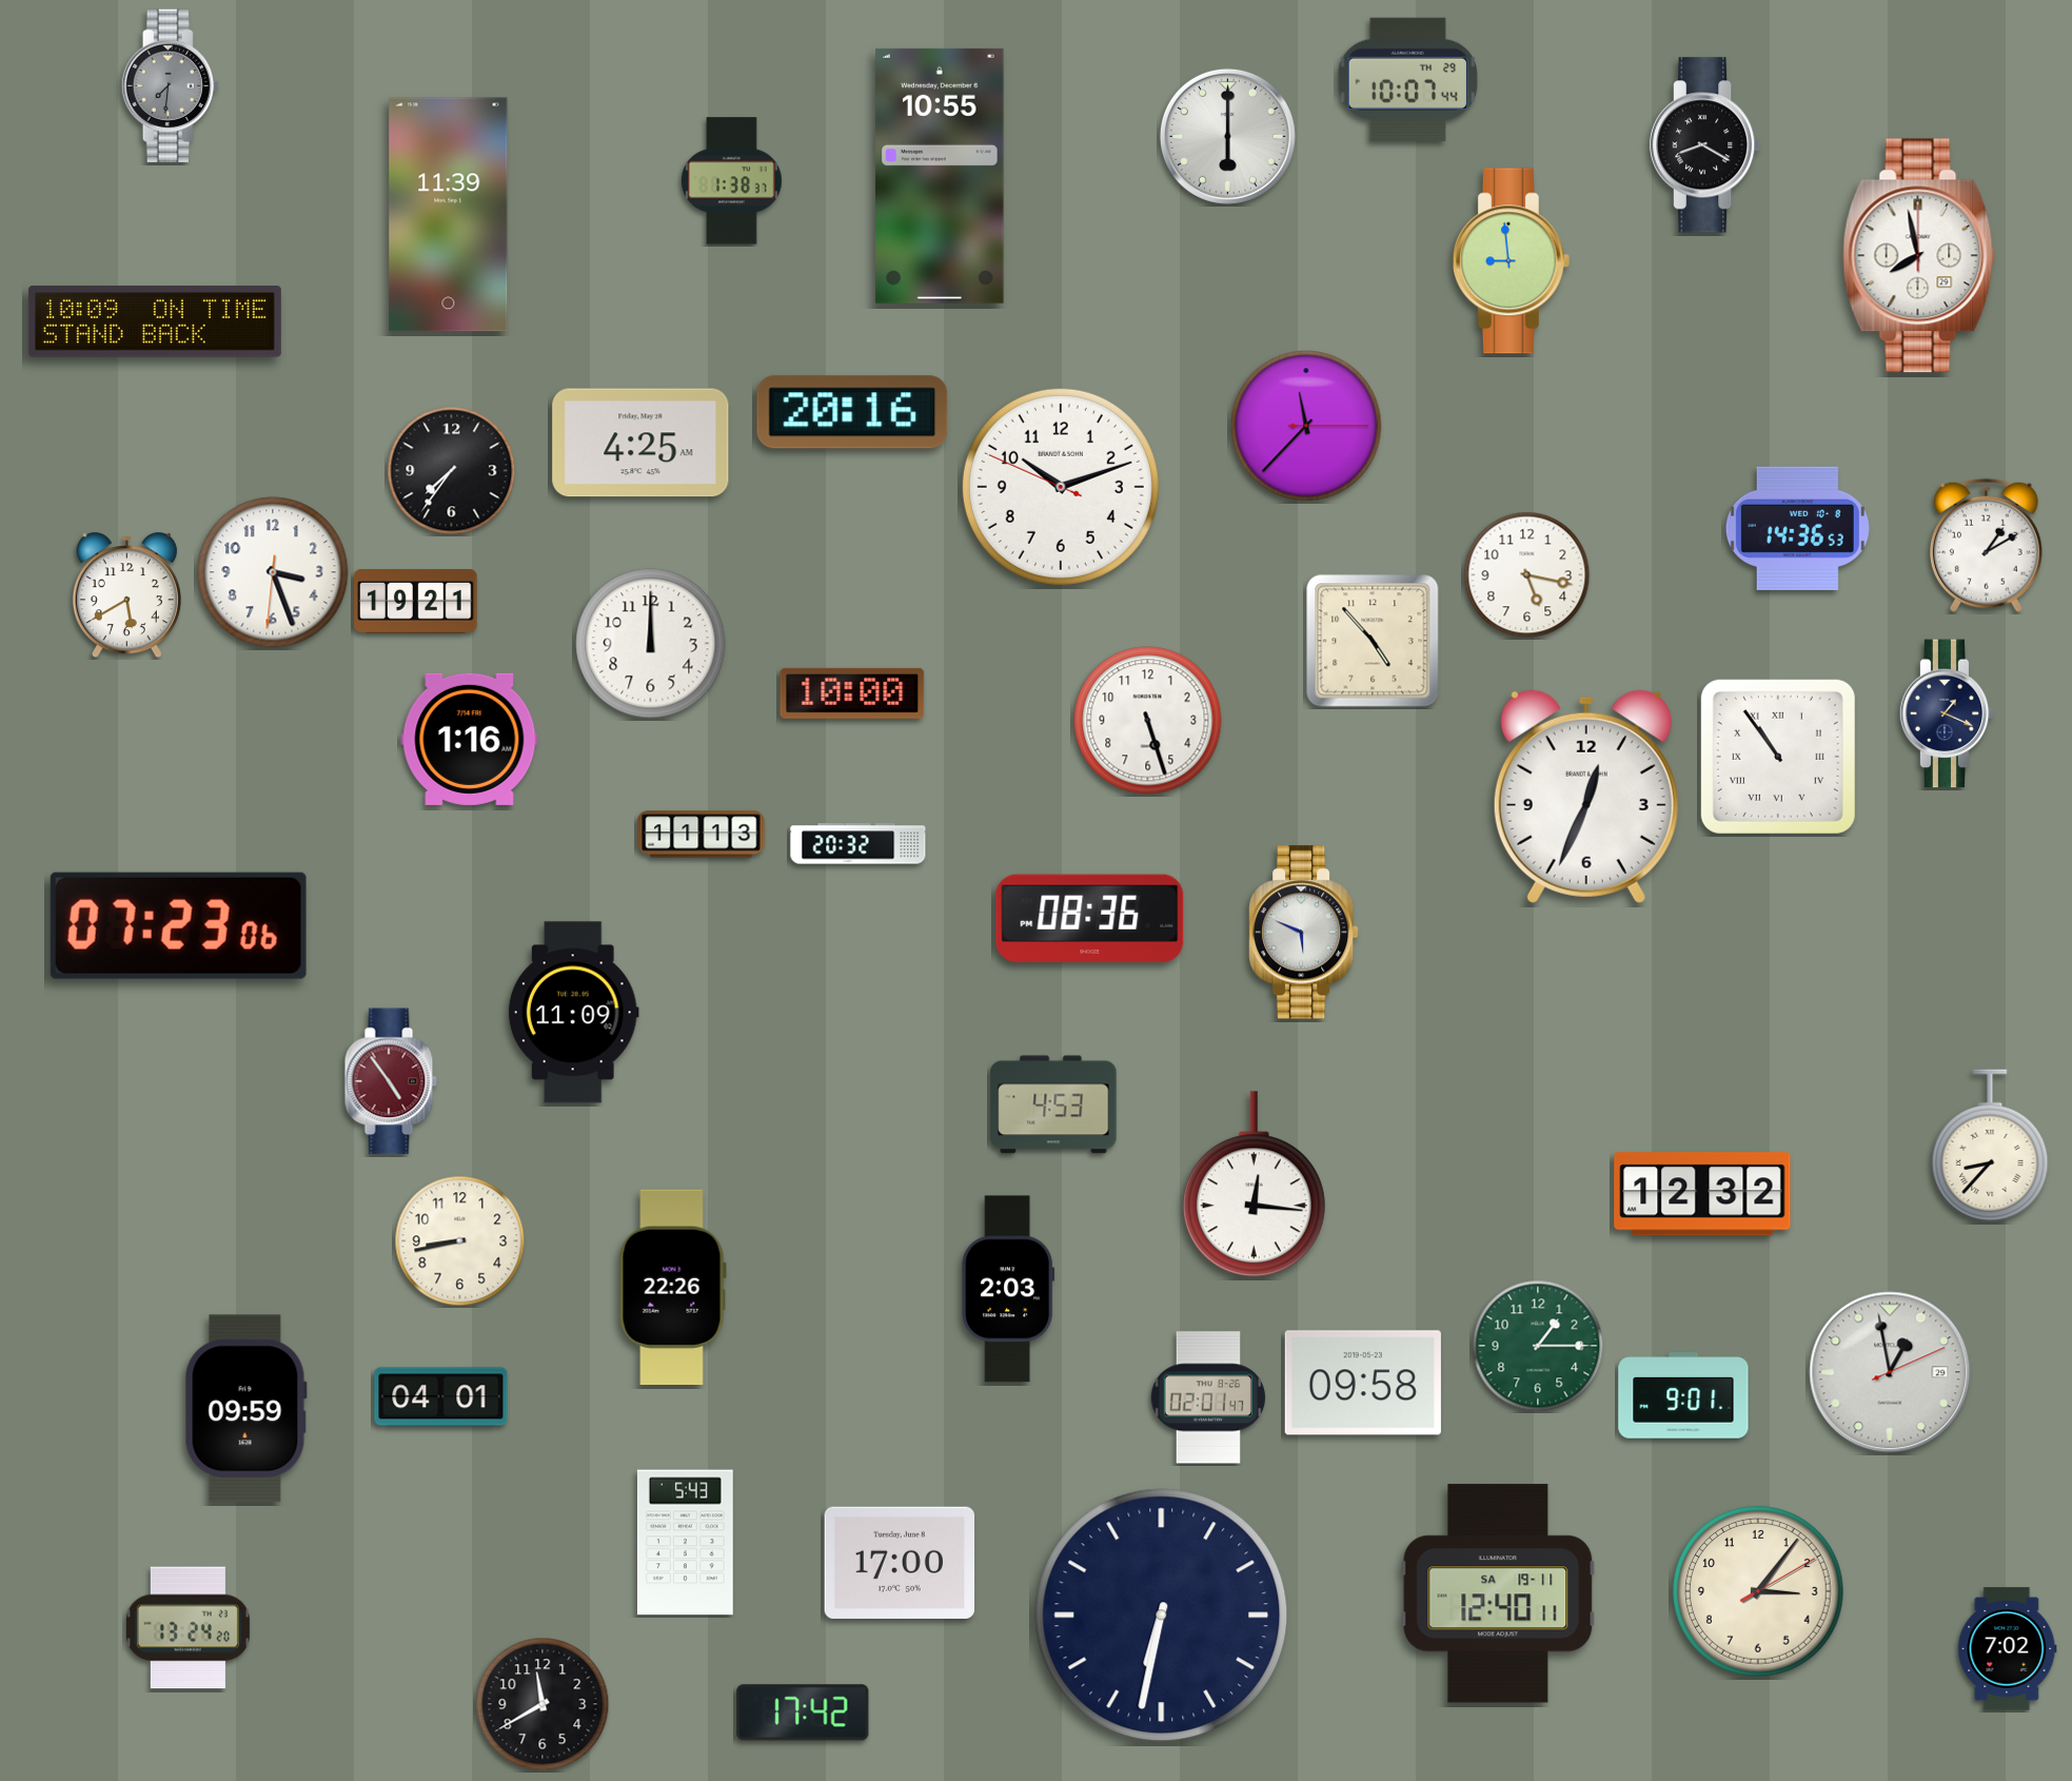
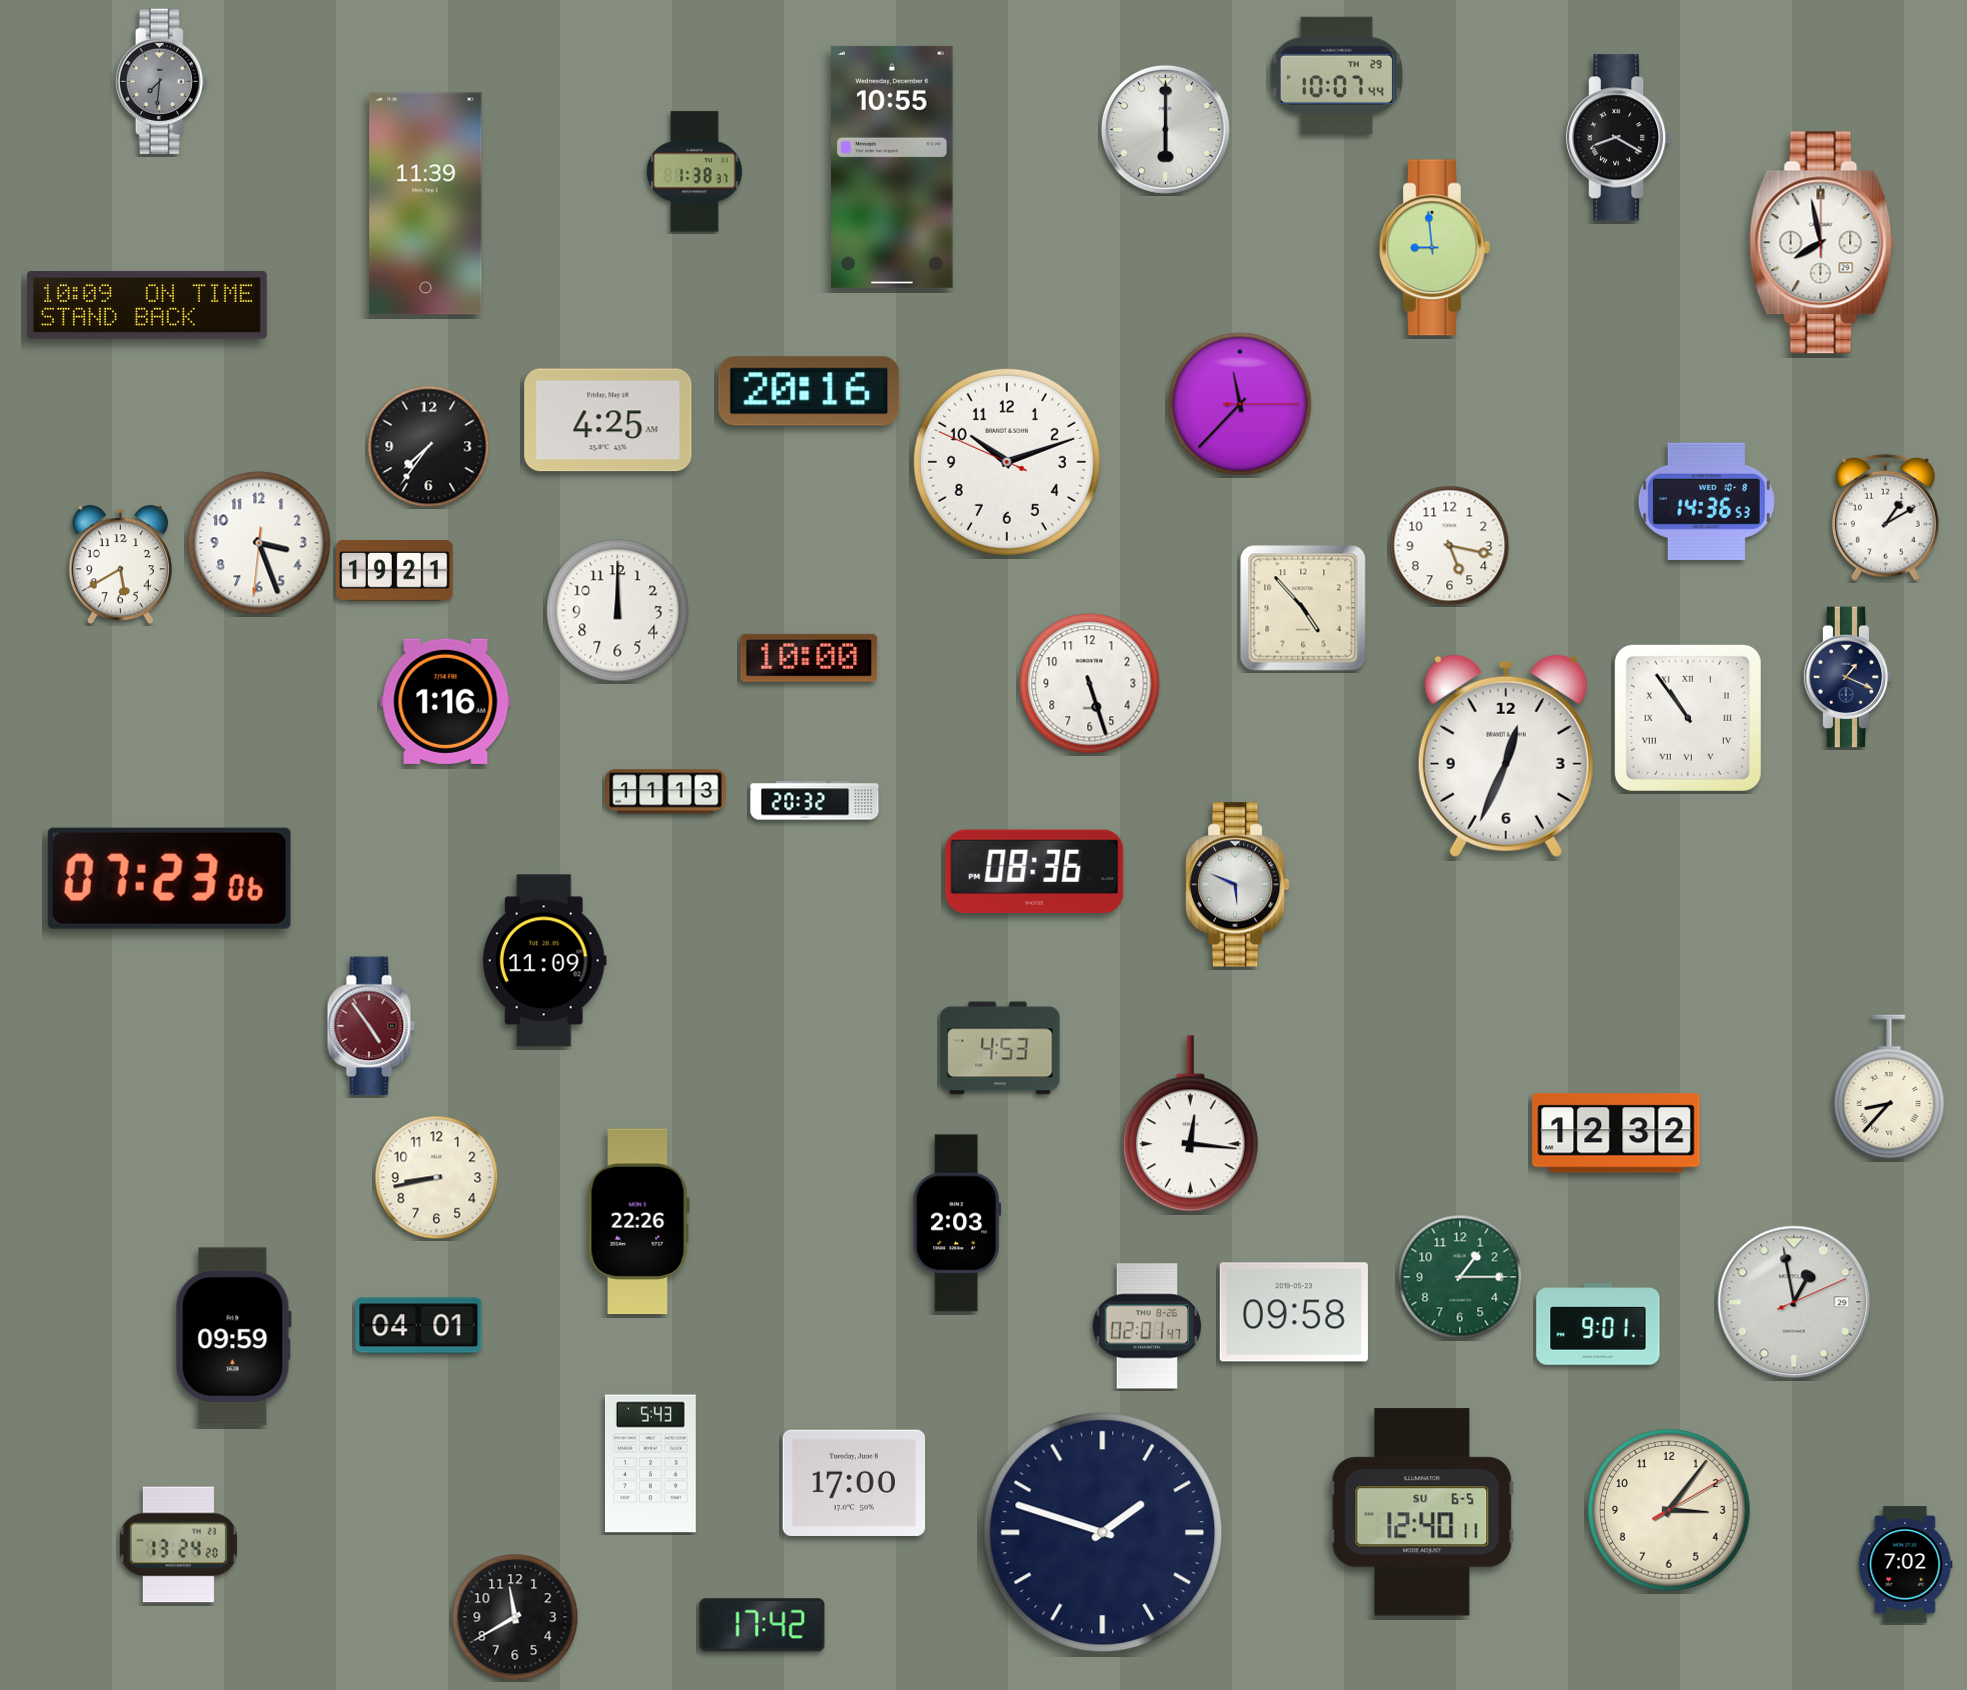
clock at (1498, 1593) date: SA 19-11 -> SU 6-5
clock at (1162, 1616): 6:32 -> 1:48
